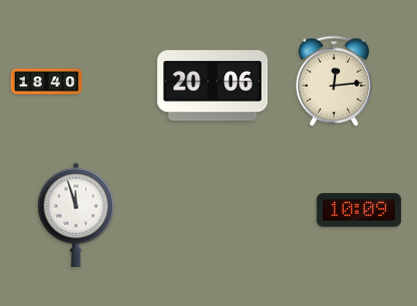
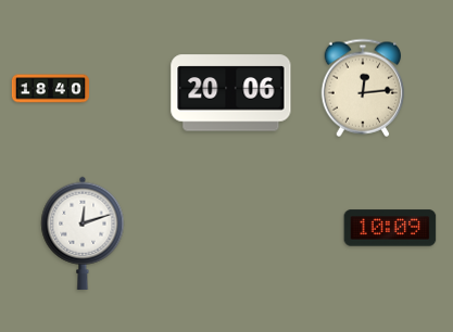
clock at (76, 215): 11:57 -> 12:12
